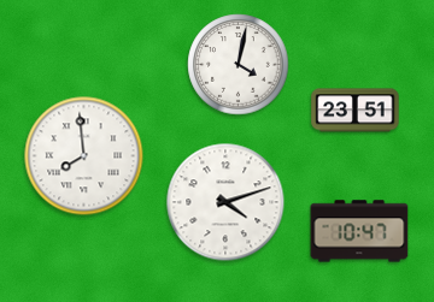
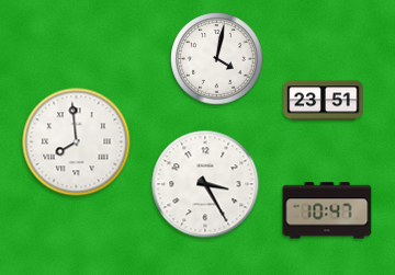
clock at (225, 202): 4:12 -> 3:25
